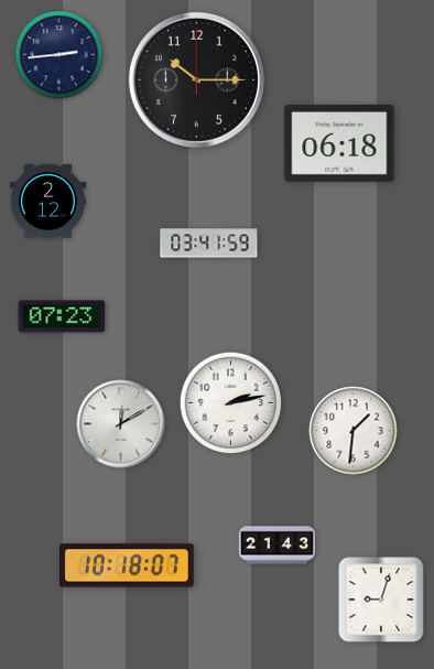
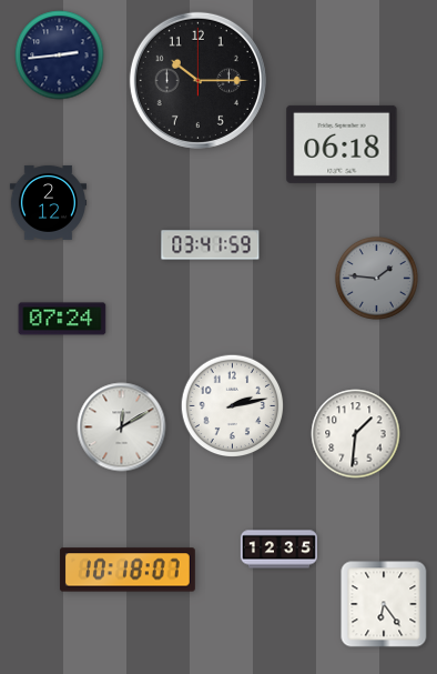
clock at (376, 278): none -> 1:46
clock at (62, 316): 07:23 -> 07:24
clock at (276, 546): 21:43 -> 12:35
clock at (381, 600): 9:03 -> 6:24
